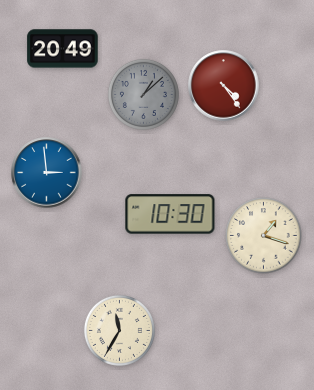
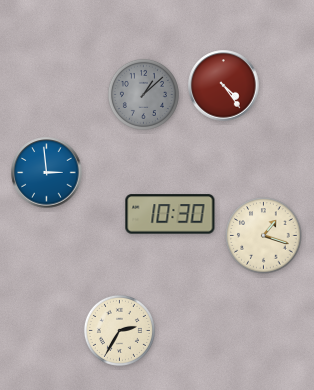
clock at (63, 49): 20:49 -> none
clock at (119, 330): 11:35 -> 2:35
